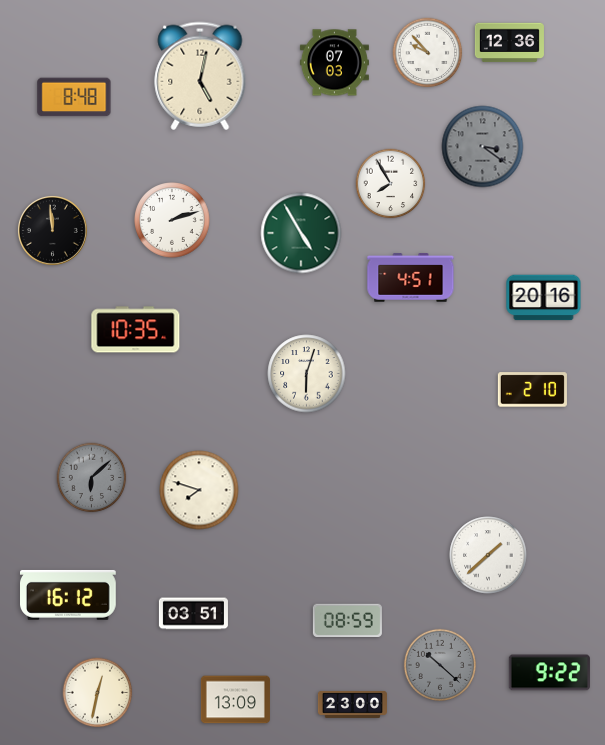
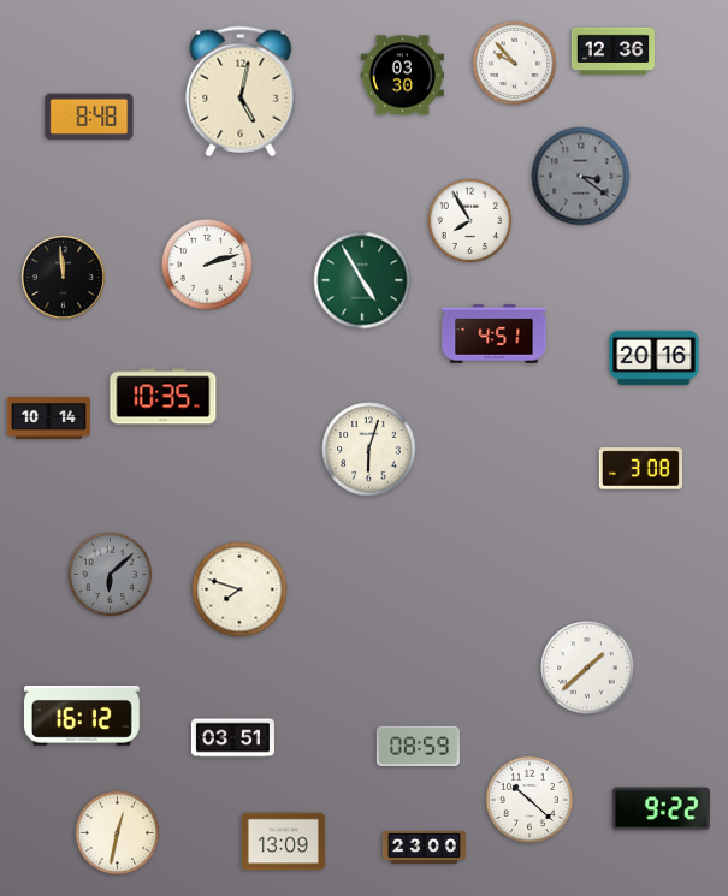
clock at (334, 63): 07:03 -> 03:30
clock at (48, 419): none -> 10:14
clock at (532, 390): 2:10 -> 3:08
clock at (440, 665) dial: grey -> white
